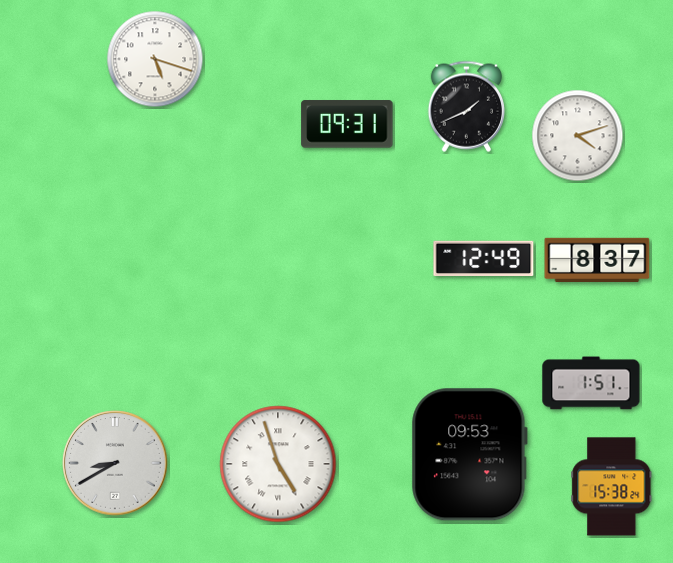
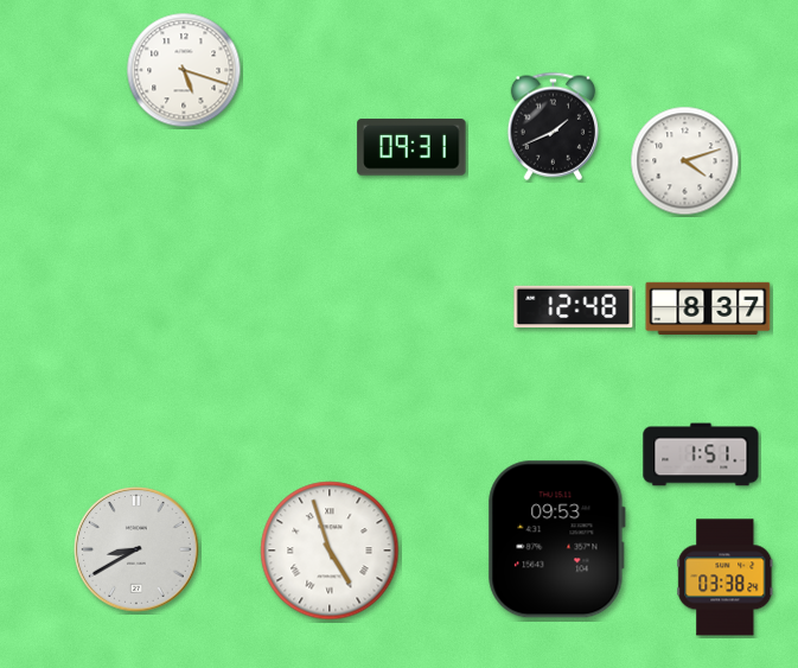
clock at (484, 259): 12:49 -> 12:48
clock at (612, 487): 15:38 -> 03:38
